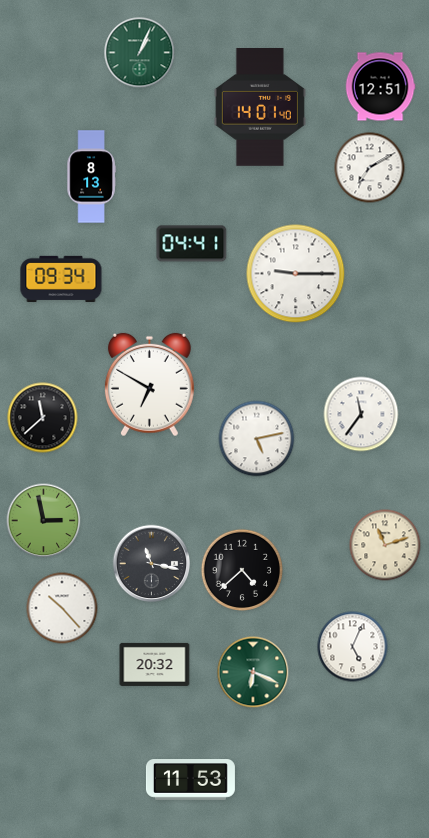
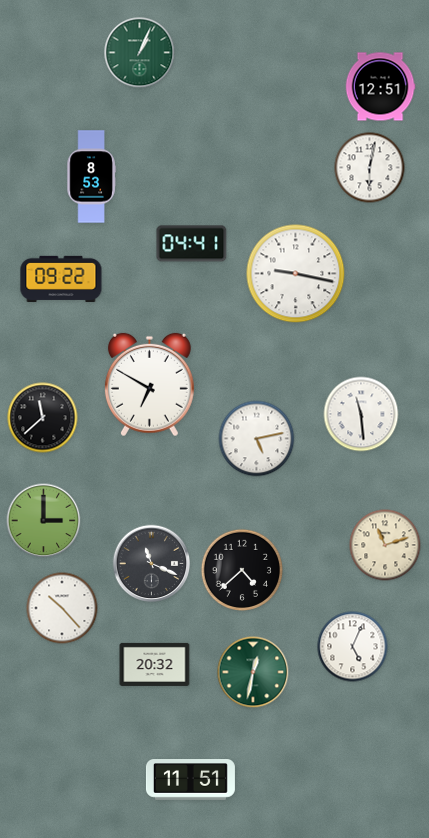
clock at (260, 108): 14:01 -> none
clock at (370, 168): 7:10 -> 6:02
clock at (91, 177): 8:13 -> 8:53
clock at (296, 274): 9:15 -> 9:17
clock at (61, 278): 09:34 -> 09:22
clock at (361, 414): 11:36 -> 11:29
clock at (44, 521): 2:58 -> 3:00
clock at (152, 564): 11:17 -> 11:19
clock at (253, 672): 6:19 -> 12:32
clock at (190, 780): 11:53 -> 11:51
